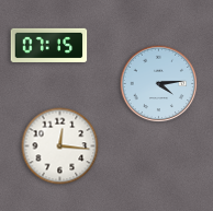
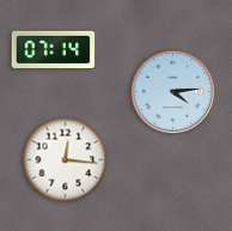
clock at (49, 45): 07:15 -> 07:14
